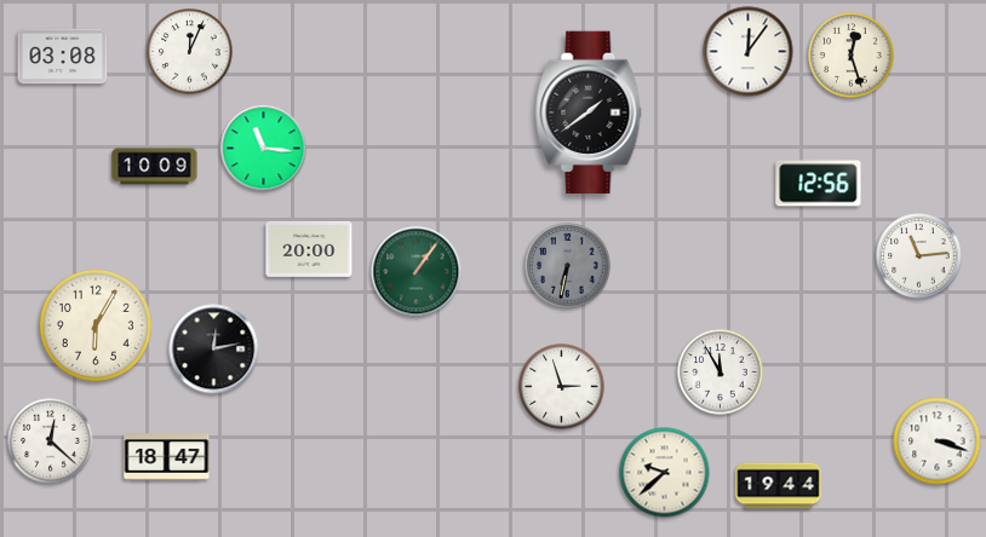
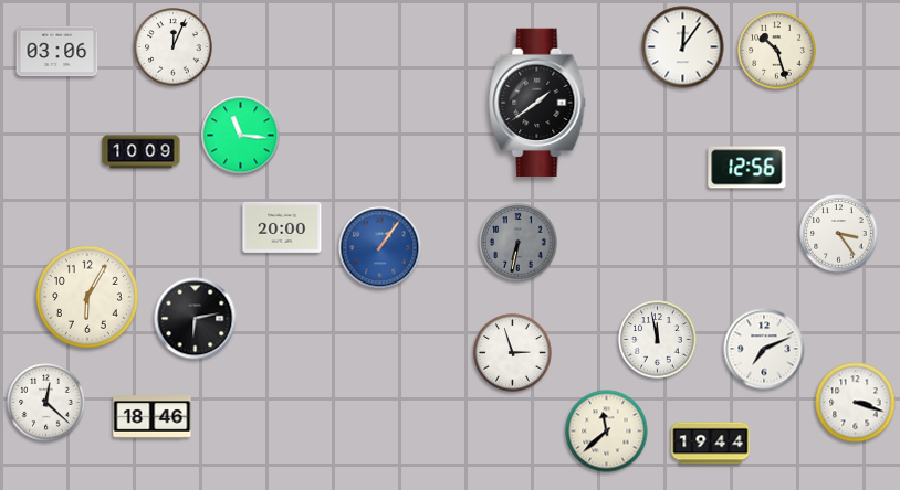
clock at (852, 56): 12:27 -> 10:27
clock at (63, 57): 03:08 -> 03:06
clock at (919, 256): 11:14 -> 3:24
clock at (417, 272) dial: green -> blue
clock at (214, 350): 12:13 -> 6:13
clock at (721, 373): 11:55 -> 11:58
clock at (764, 349): none -> 7:11
clock at (167, 457): 18:47 -> 18:46
clock at (665, 473): 9:38 -> 11:38
